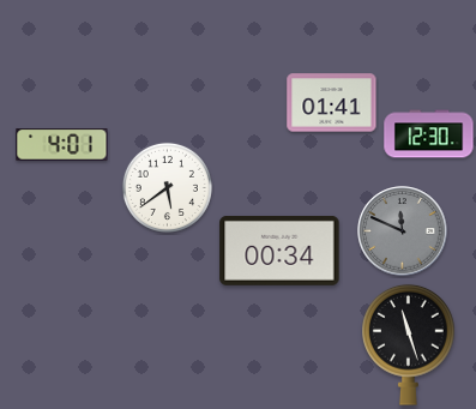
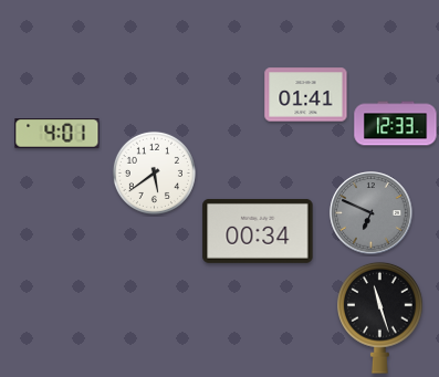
clock at (429, 134): 12:30 -> 12:33
clock at (403, 231): 11:49 -> 6:49
clock at (409, 344) position: (409, 344) -> (380, 317)
